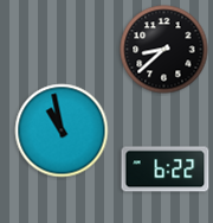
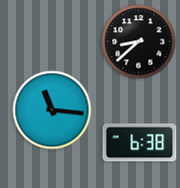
clock at (62, 130): 10:58 -> 11:16
clock at (166, 170): 6:22 -> 6:38
